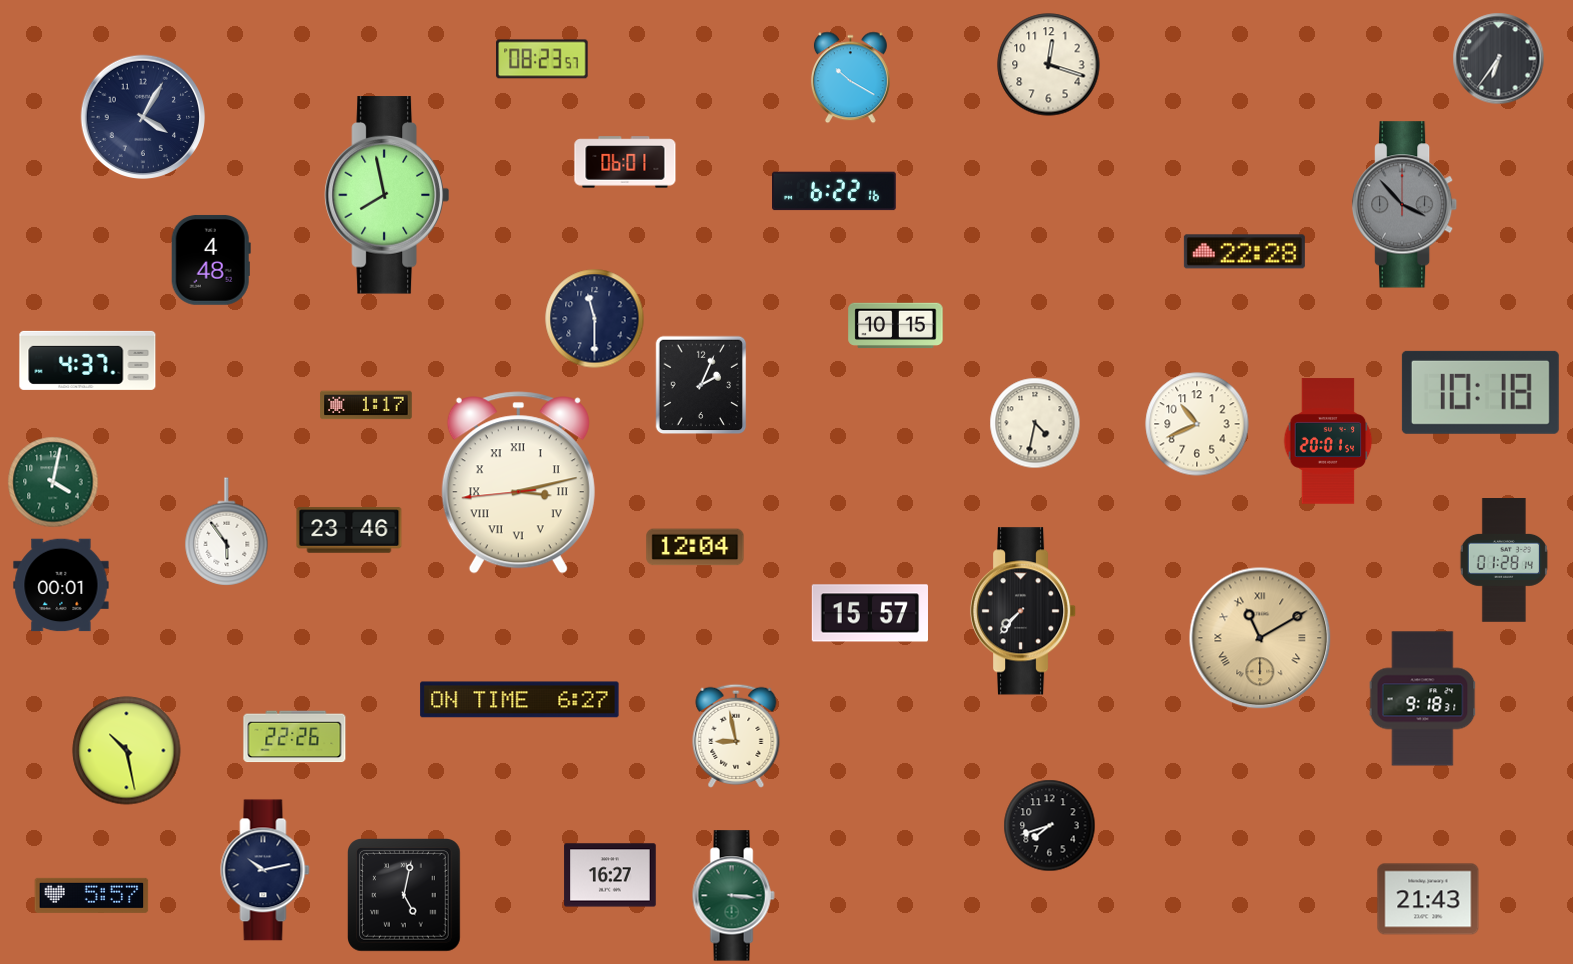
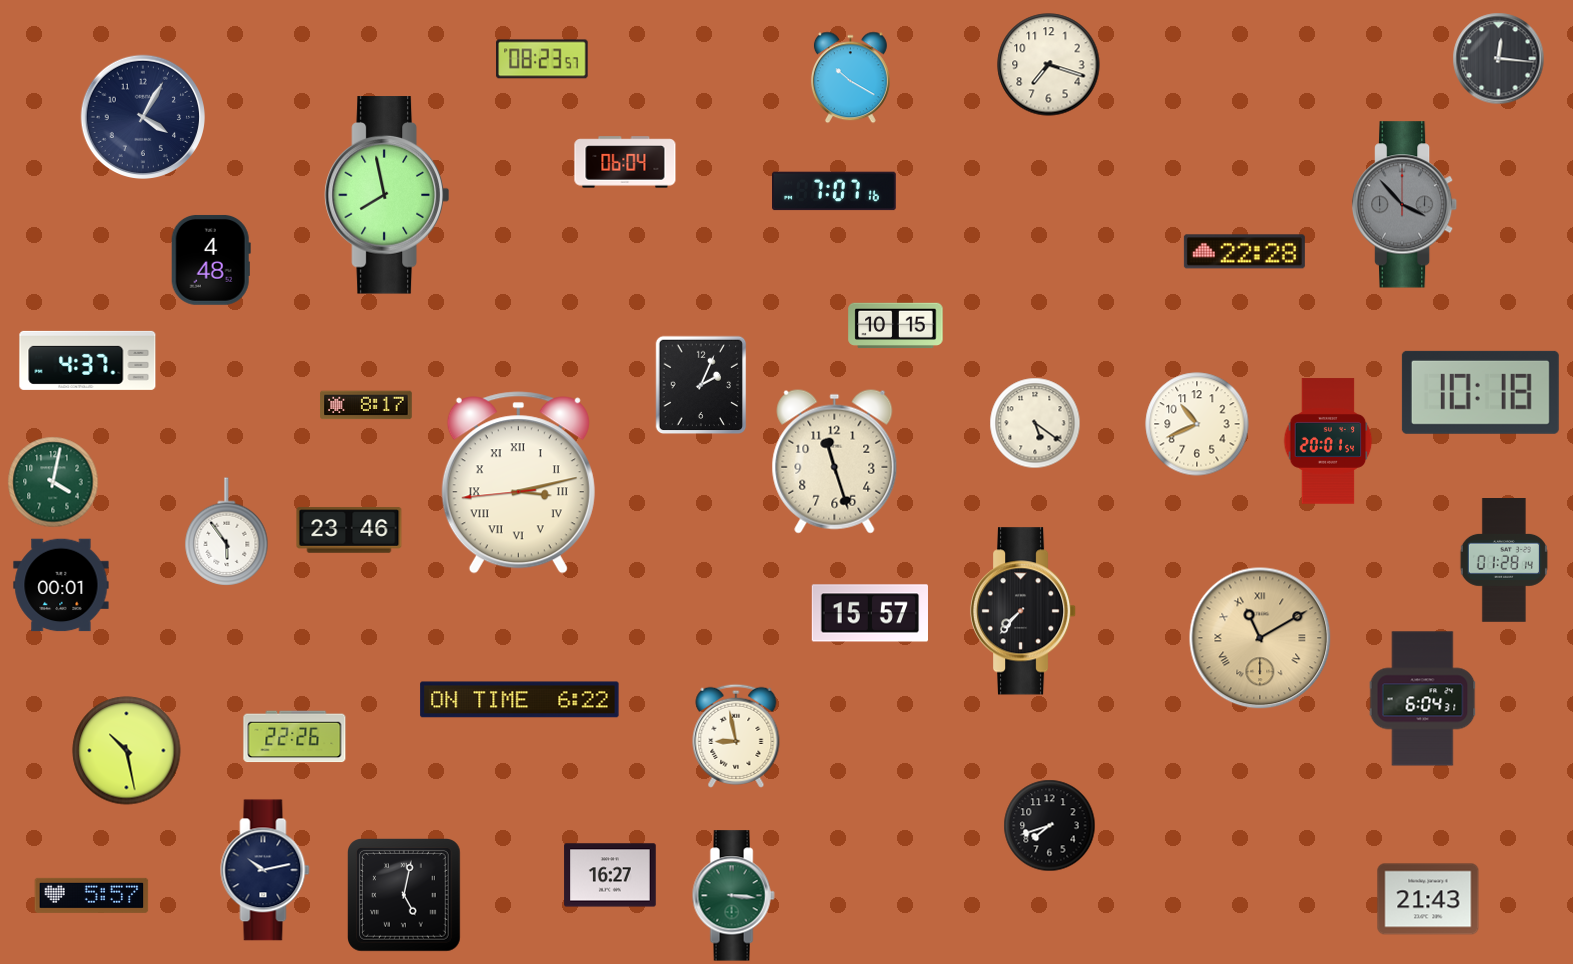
clock at (1499, 59): 6:36 -> 12:16
clock at (1049, 65): 12:18 -> 7:18
clock at (625, 162): 06:01 -> 06:04
clock at (835, 191): 6:22 -> 7:07
clock at (595, 319): 11:30 -> none
clock at (366, 405): 1:17 -> 8:17
clock at (1035, 423): 4:32 -> 5:21
clock at (835, 461): none -> 11:27
clock at (695, 547): 12:04 -> none
clock at (1423, 699): 9:18 -> 6:04
clock at (520, 700): 6:27 -> 6:22
